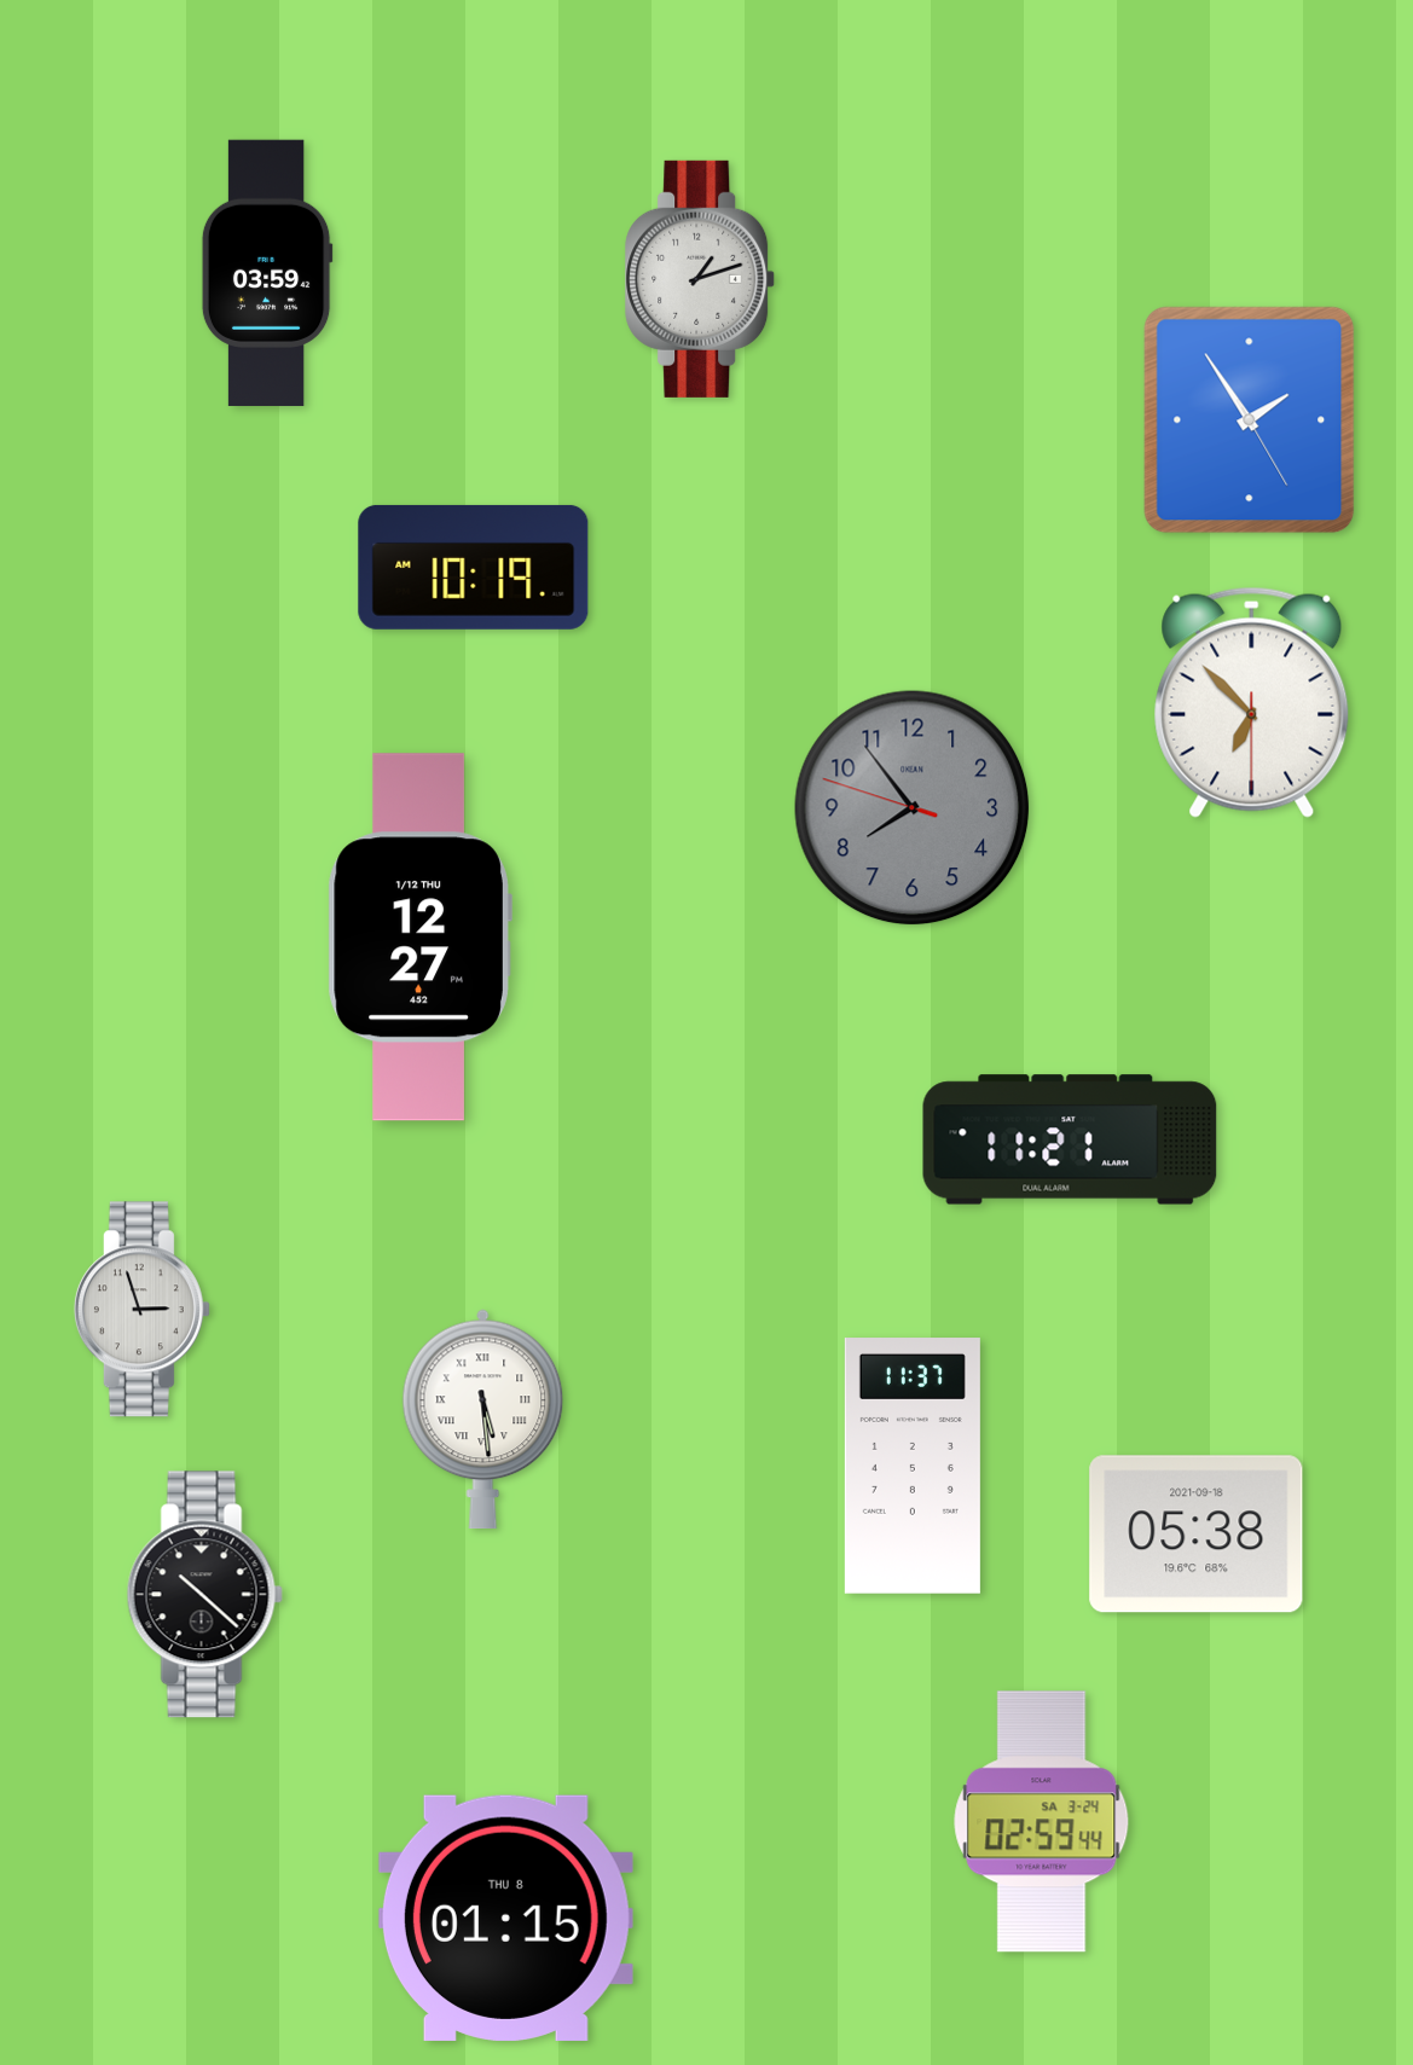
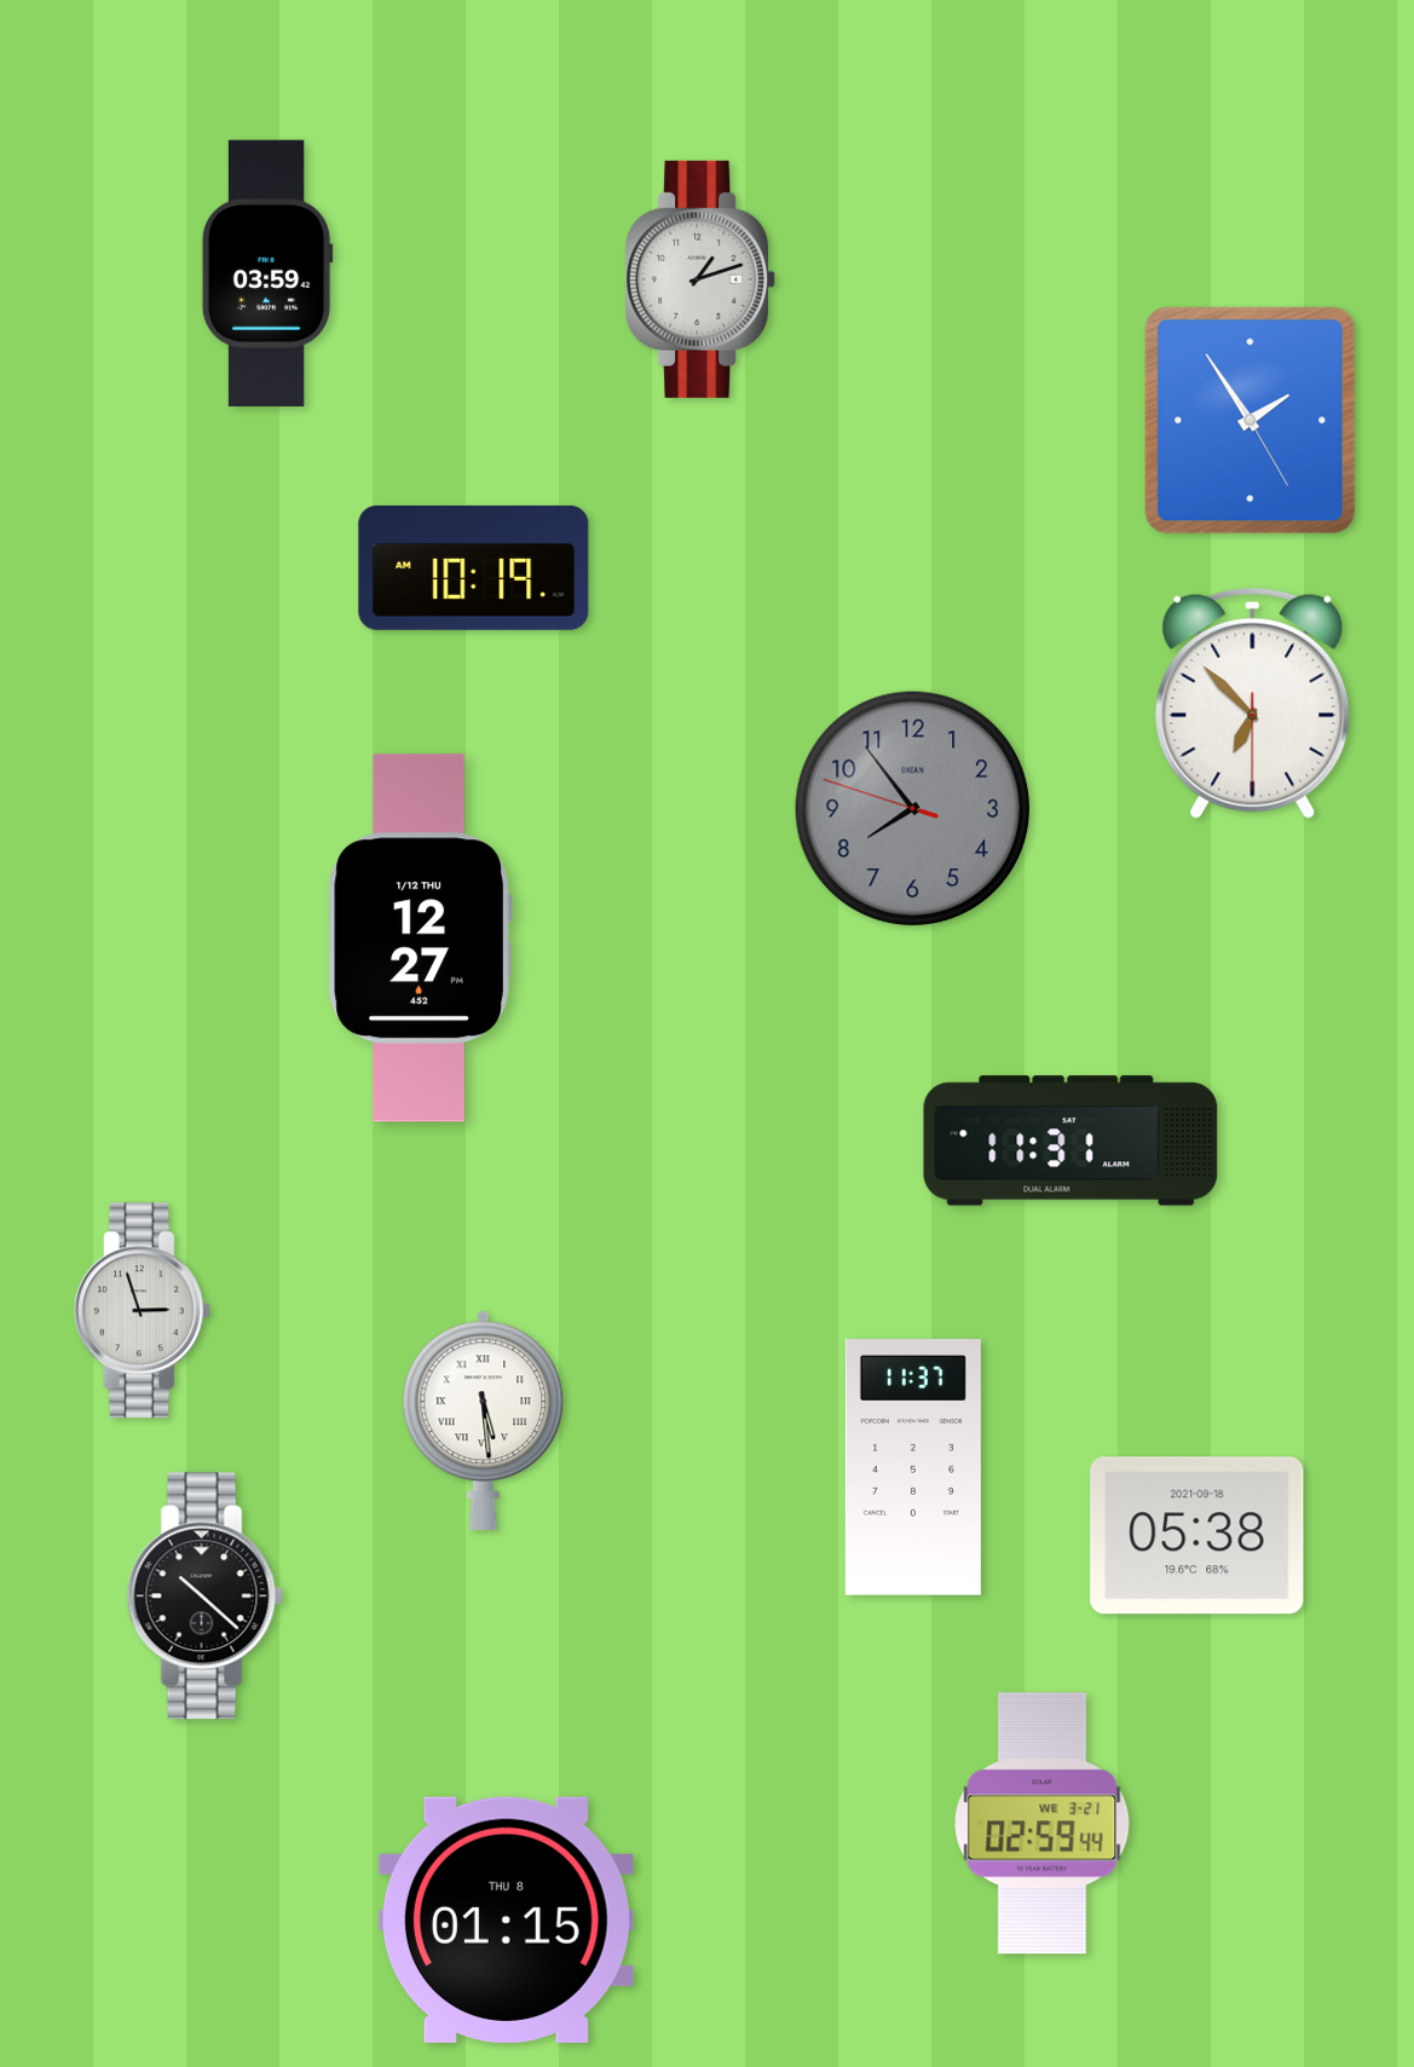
clock at (1070, 1139): 11:21 -> 11:31
clock at (1042, 1822) date: SA 3-24 -> WE 3-21
